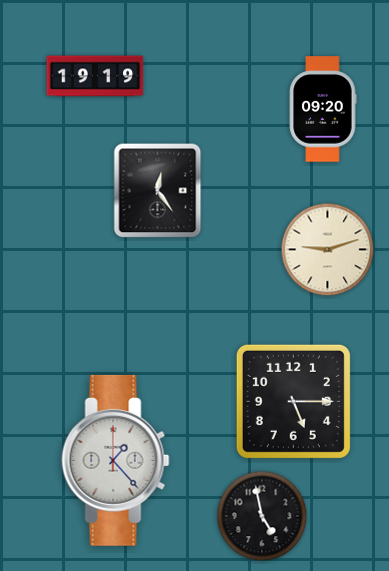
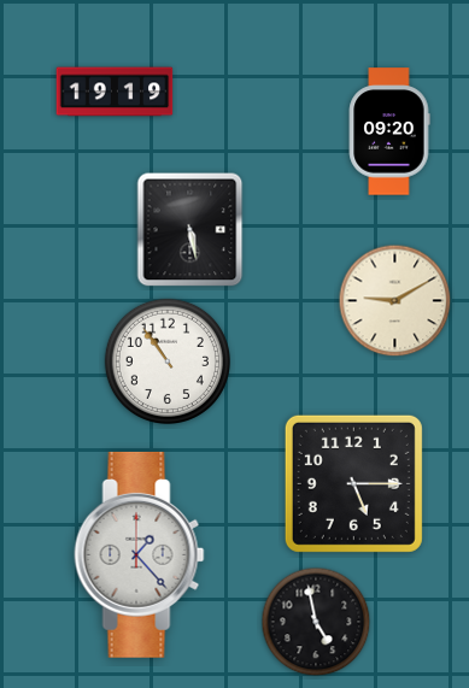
clock at (158, 191): 12:24 -> 5:28
clock at (328, 250): 9:12 -> 9:10
clock at (166, 360): none -> 10:54
